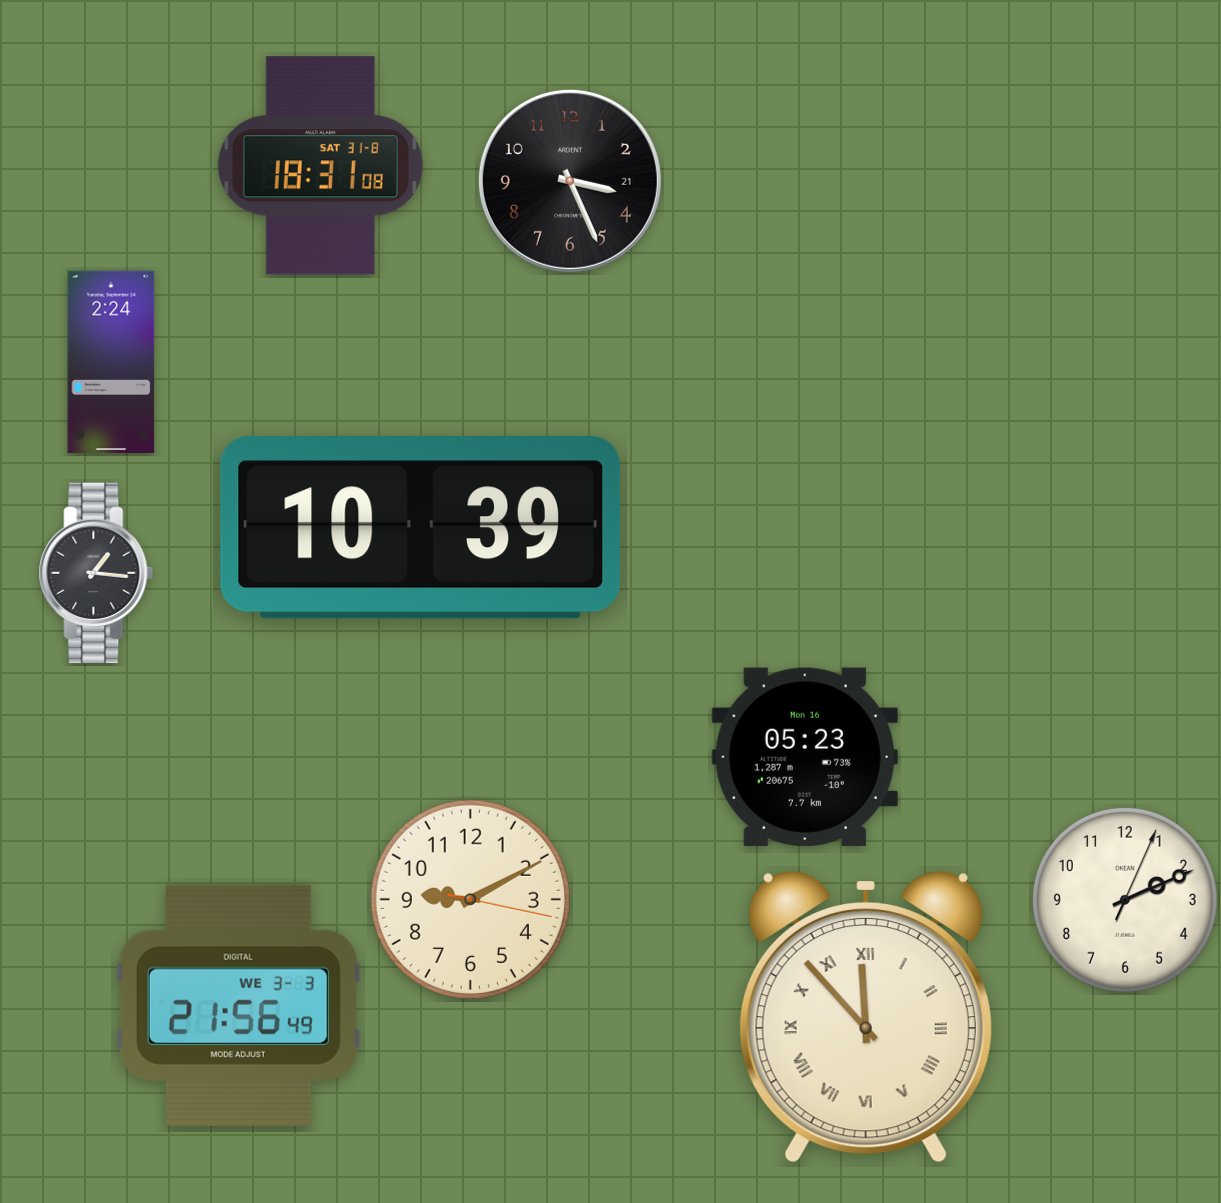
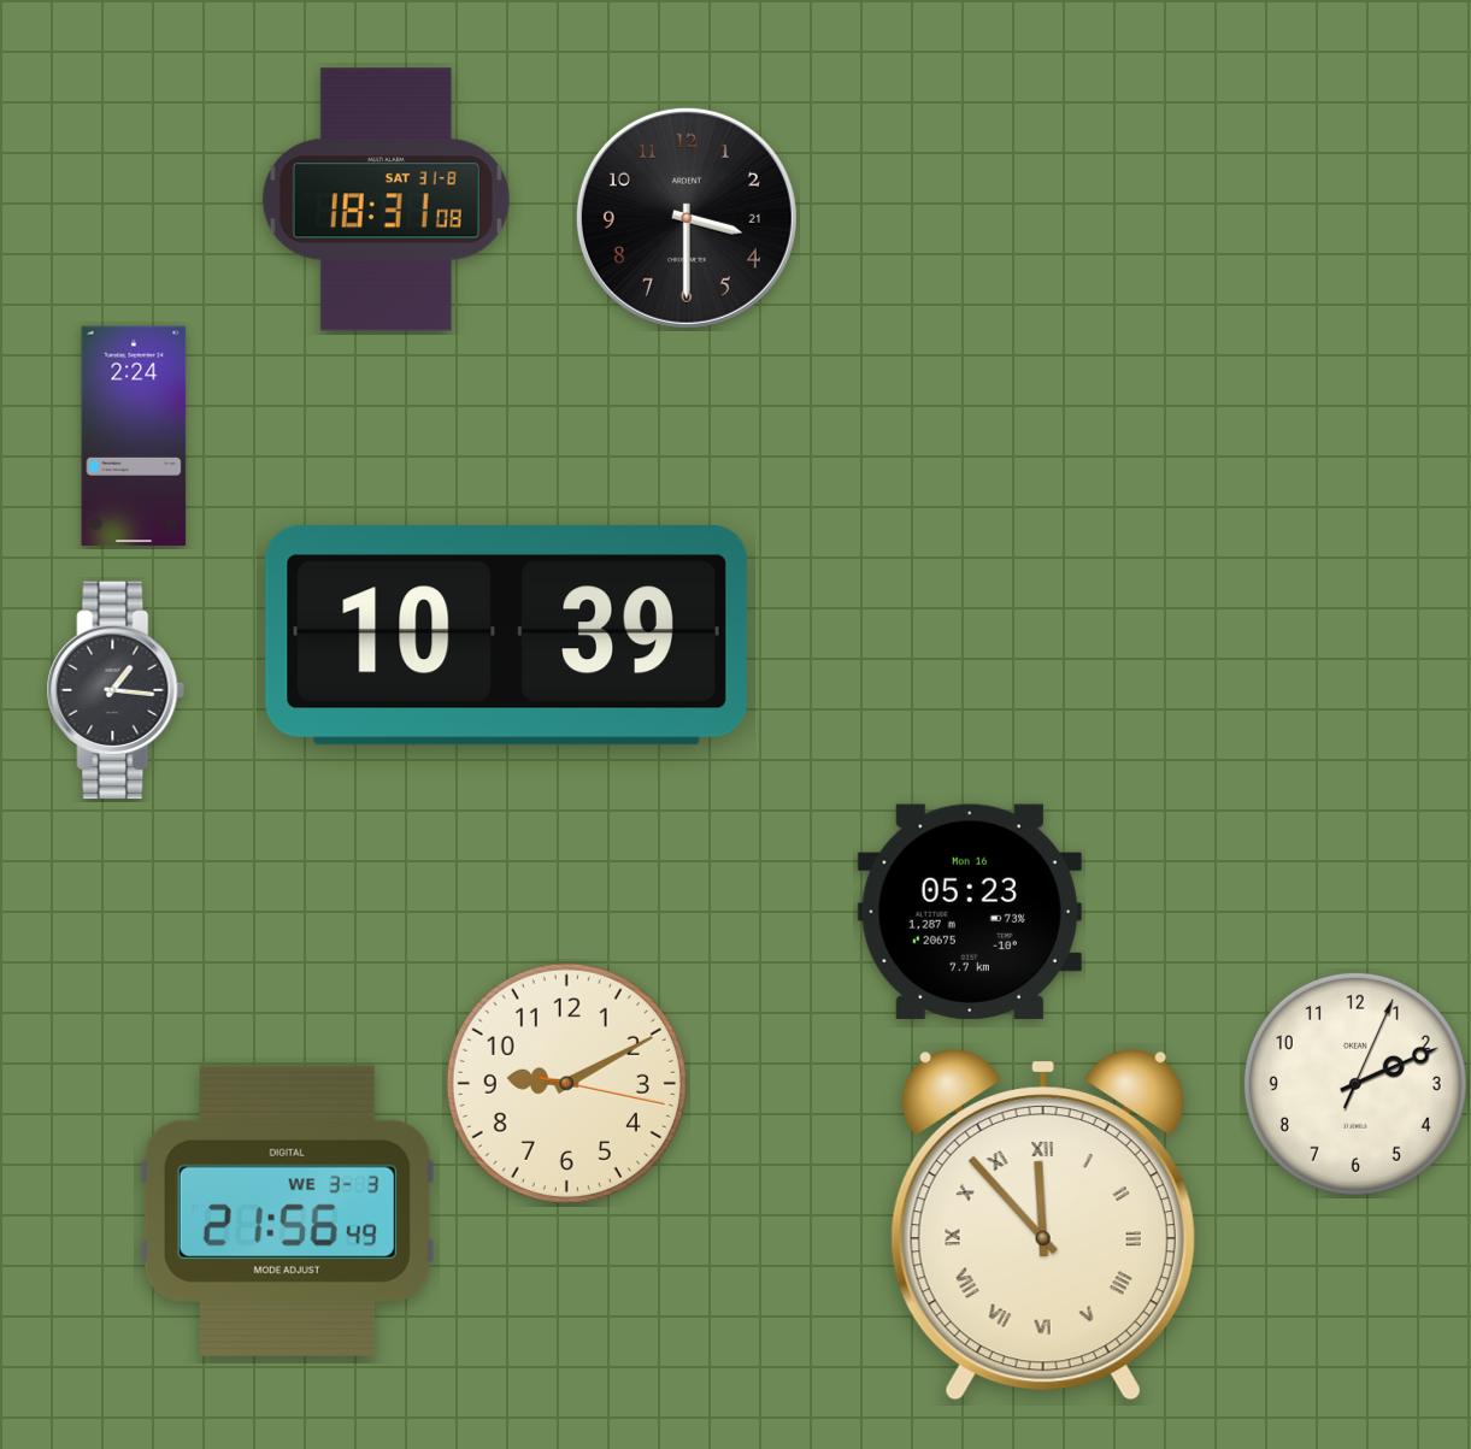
clock at (570, 181): 3:26 -> 3:30
